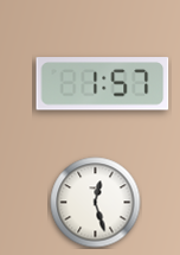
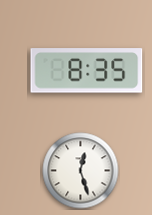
clock at (103, 84): 1:57 -> 8:35
